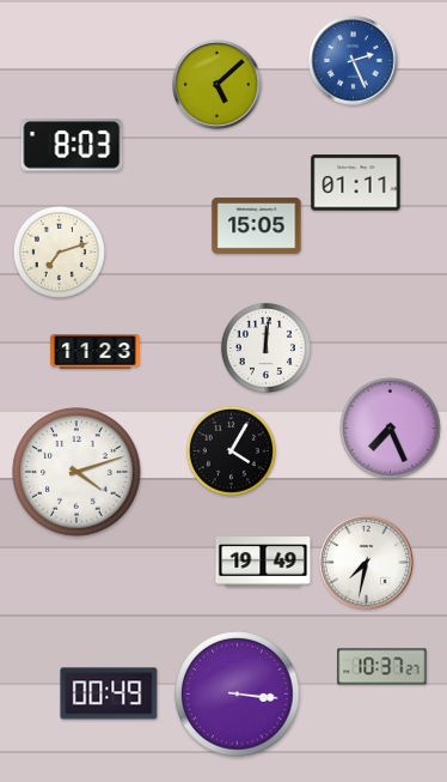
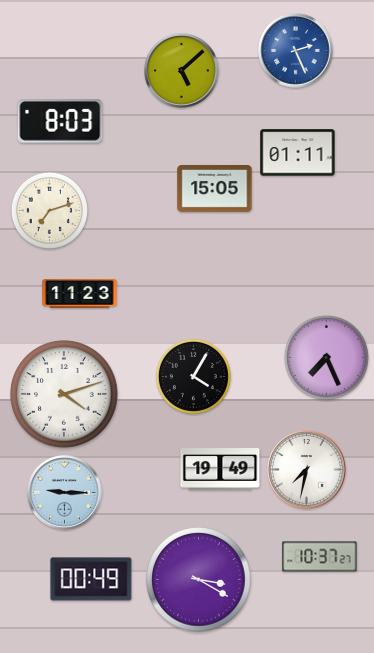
clock at (265, 347): 12:01 -> none
clock at (65, 493): none -> 9:15
clock at (238, 695): 3:16 -> 3:20
